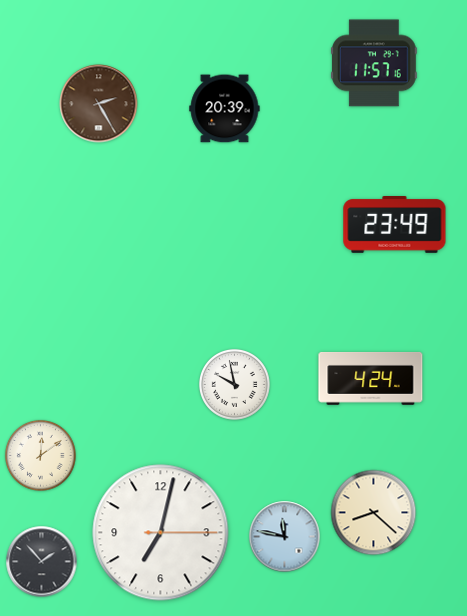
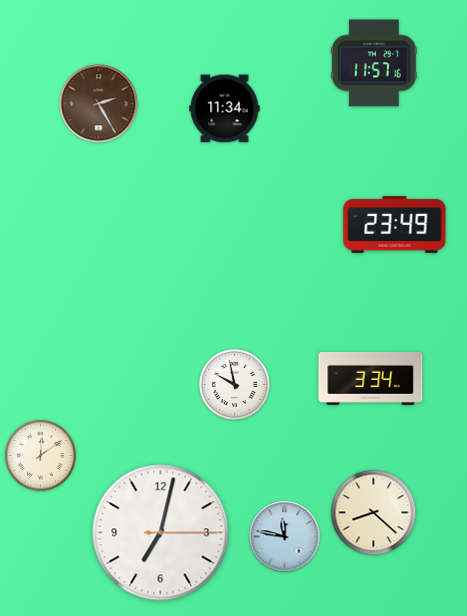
clock at (225, 109): 20:39 -> 11:34
clock at (371, 378): 4:24 -> 3:34
clock at (42, 562): 1:53 -> none
